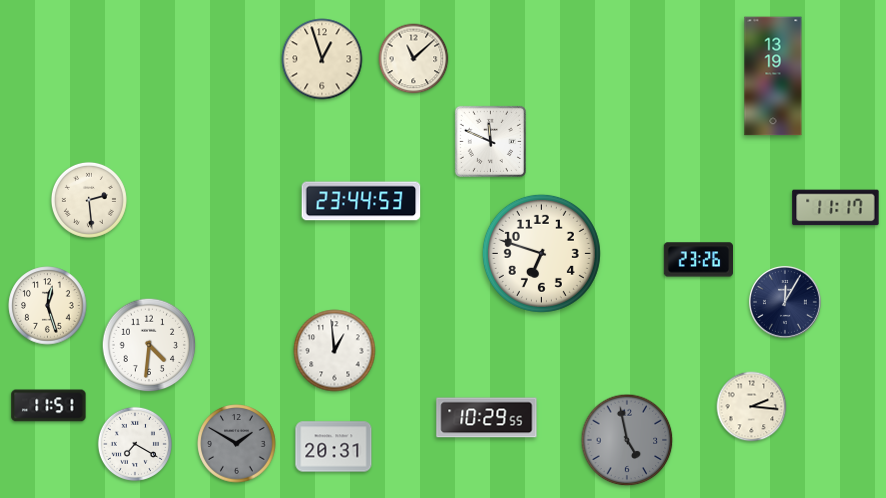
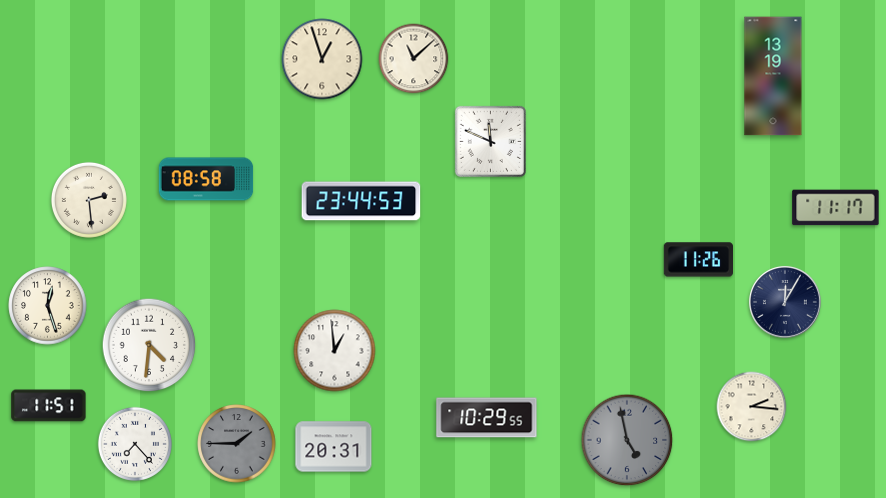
clock at (206, 179): none -> 08:58
clock at (541, 253): 6:48 -> none
clock at (698, 260): 23:26 -> 11:26
clock at (135, 444): 7:20 -> 7:23
clock at (237, 444): 1:50 -> 1:45
